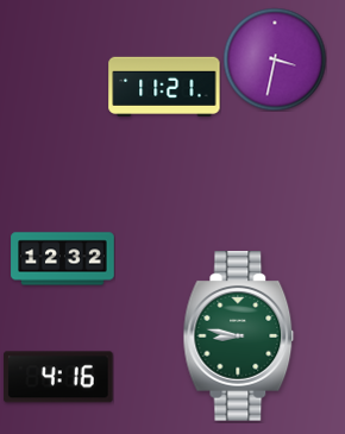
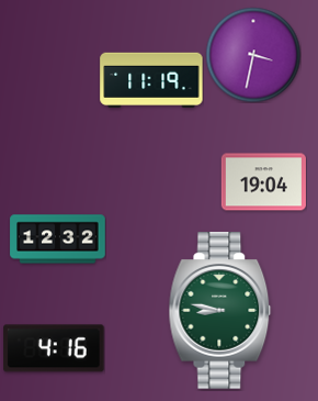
clock at (164, 87): 11:21 -> 11:19
clock at (263, 182): none -> 19:04
